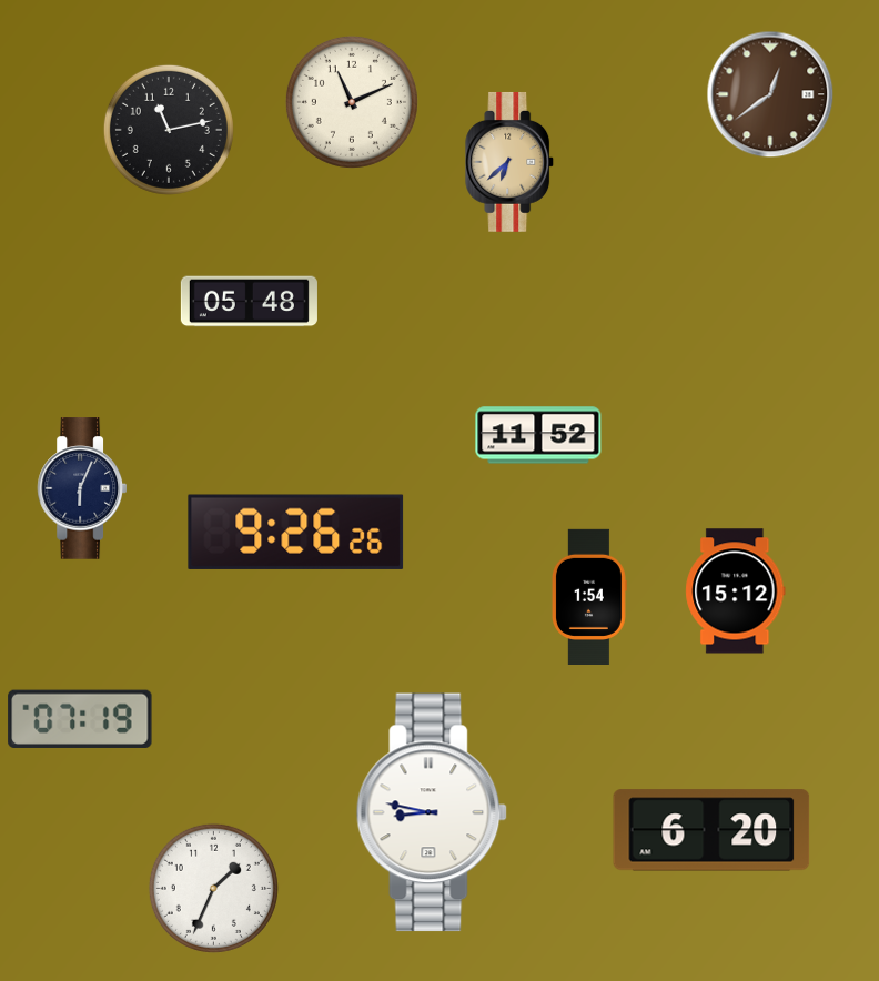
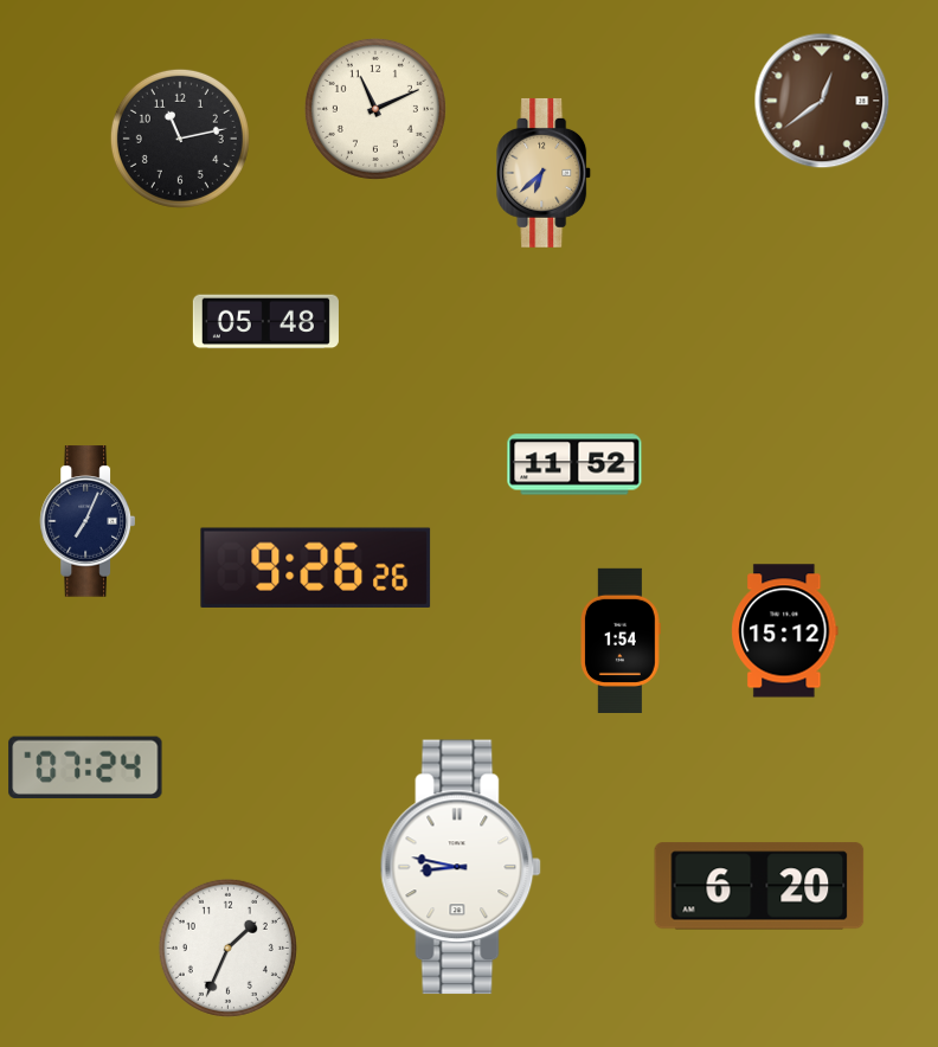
clock at (81, 488): 6:04 -> 7:04
clock at (589, 596) position: (589, 596) -> (621, 640)
clock at (80, 719): 07:19 -> 07:24
